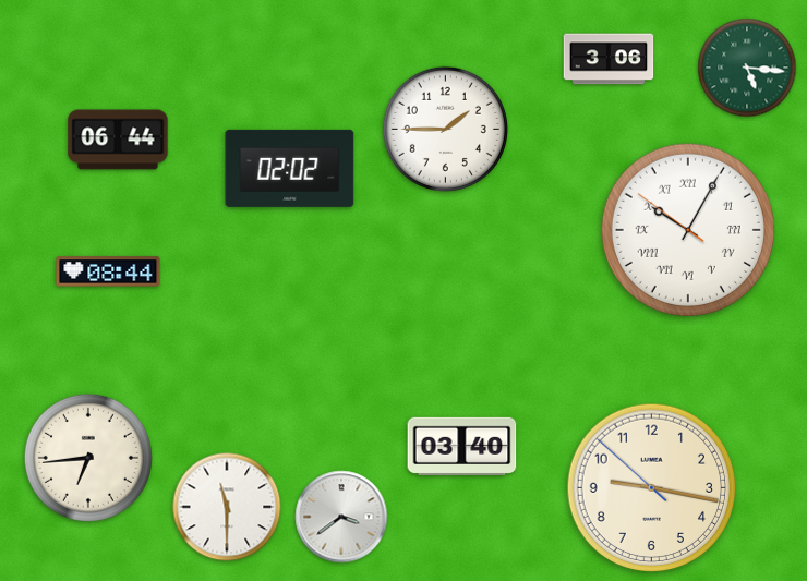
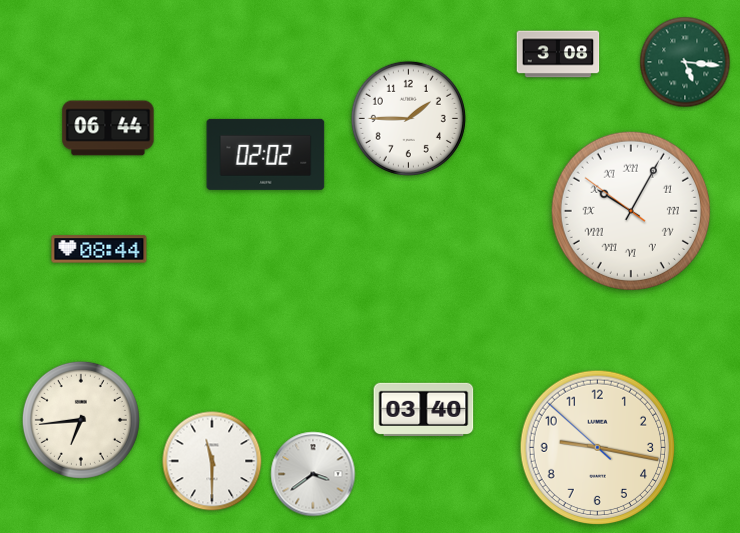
clock at (609, 59): 3:06 -> 3:08
clock at (227, 507) position: (227, 507) -> (212, 461)
